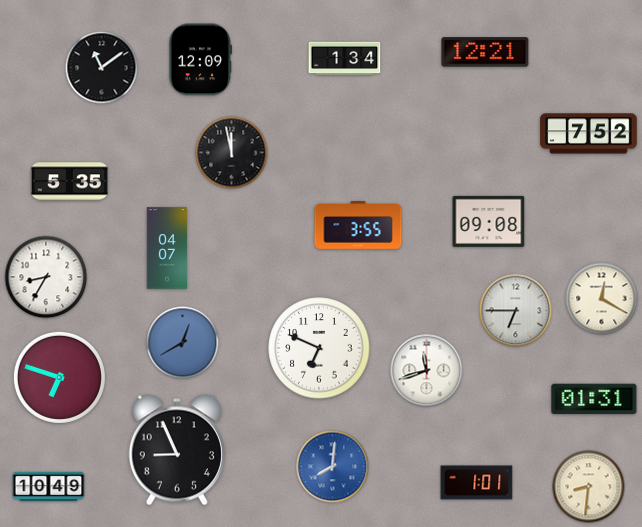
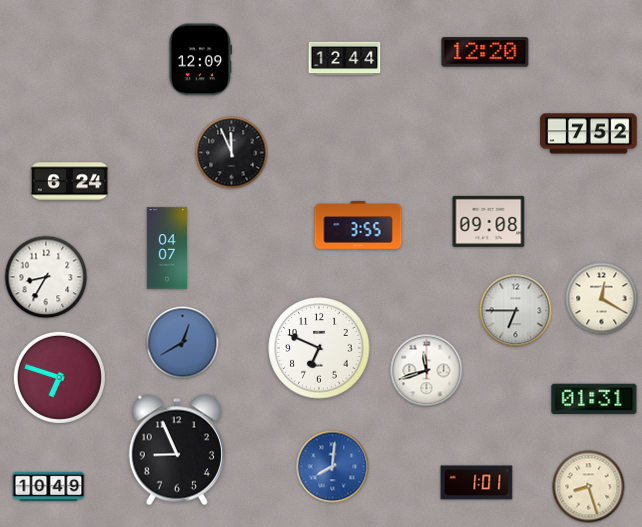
clock at (485, 52): 12:21 -> 12:20
clock at (345, 59): 1:34 -> 12:44
clock at (102, 68): 11:09 -> none
clock at (232, 153): 11:58 -> 11:56
clock at (69, 182): 5:35 -> 6:24
clock at (589, 487): 8:31 -> 8:27
